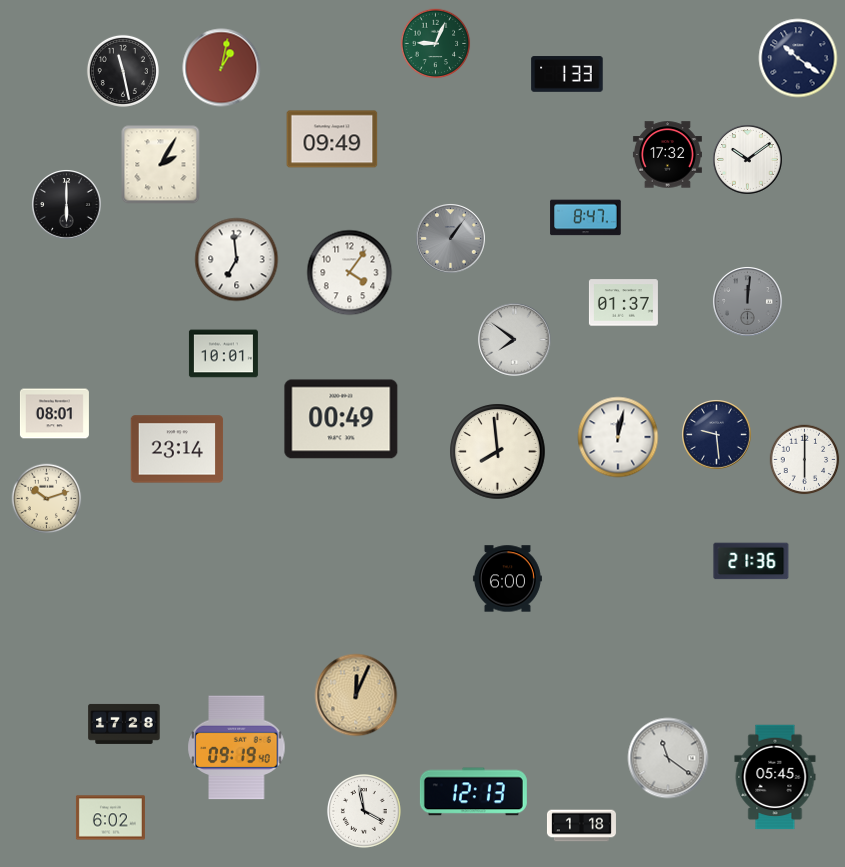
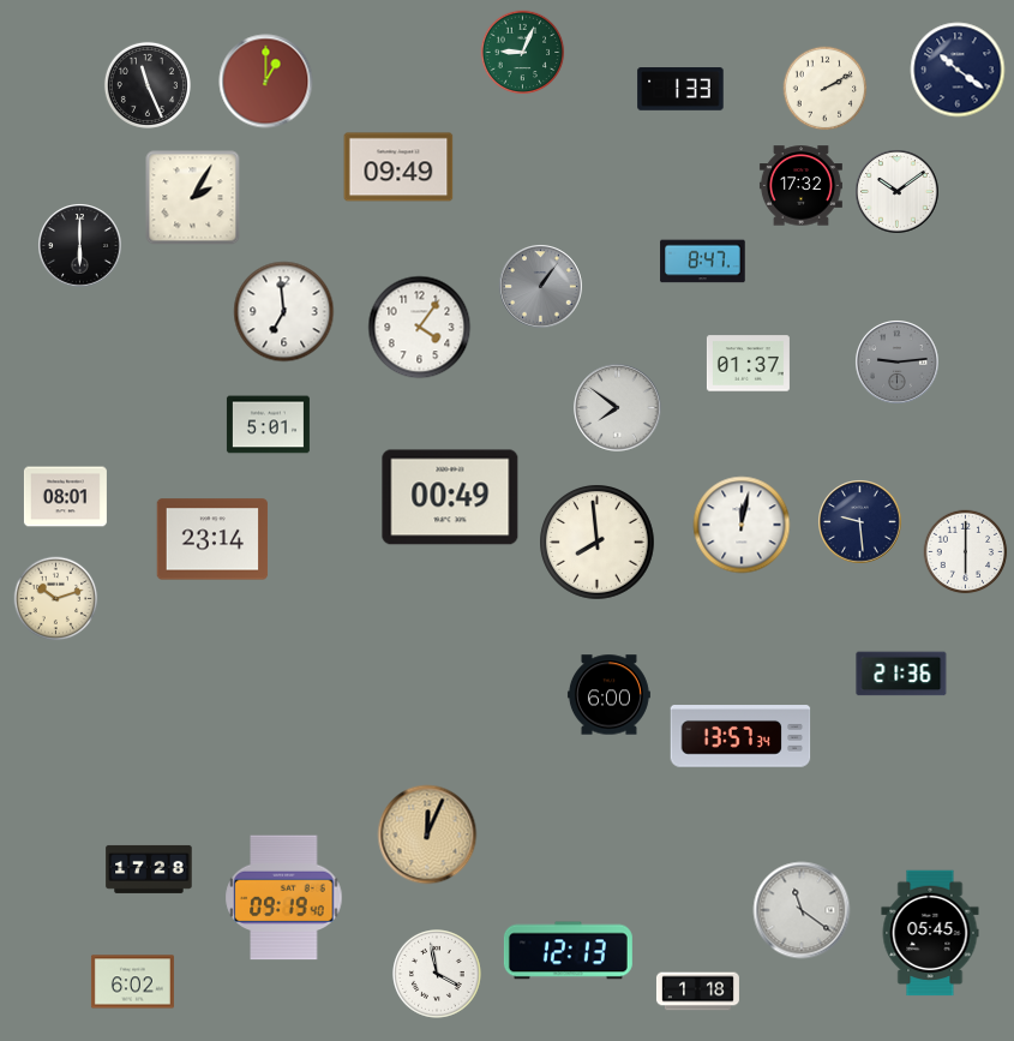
clock at (222, 68): 1:02 -> 1:00
clock at (123, 71): 11:28 -> 11:26
clock at (826, 89): none -> 2:10
clock at (748, 302): 12:01 -> 9:14
clock at (223, 354): 10:01 -> 5:01
clock at (341, 419) position: (341, 419) -> (450, 497)
clock at (740, 736): none -> 13:57
